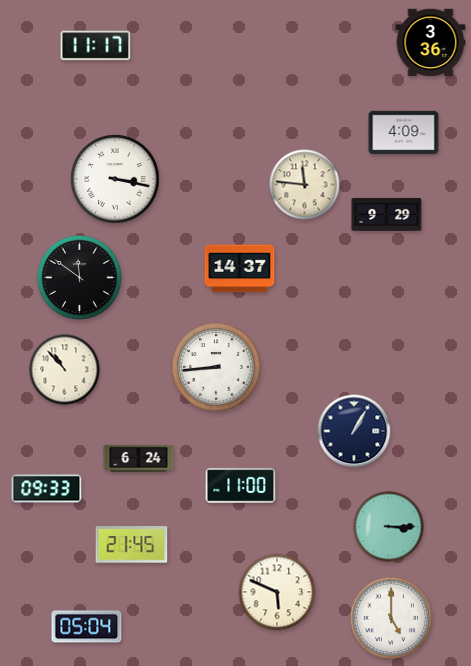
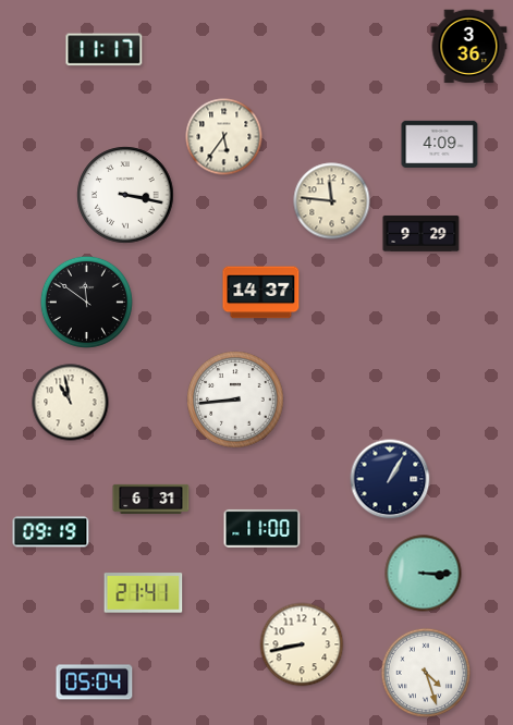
clock at (224, 137): none -> 5:36
clock at (65, 370): 10:53 -> 10:58
clock at (354, 431) position: (354, 431) -> (390, 479)
clock at (139, 458): 6:24 -> 6:31
clock at (47, 489): 09:33 -> 09:19
clock at (132, 545): 21:45 -> 21:41
clock at (277, 592): 5:49 -> 8:43
clock at (391, 618): 5:00 -> 4:27
